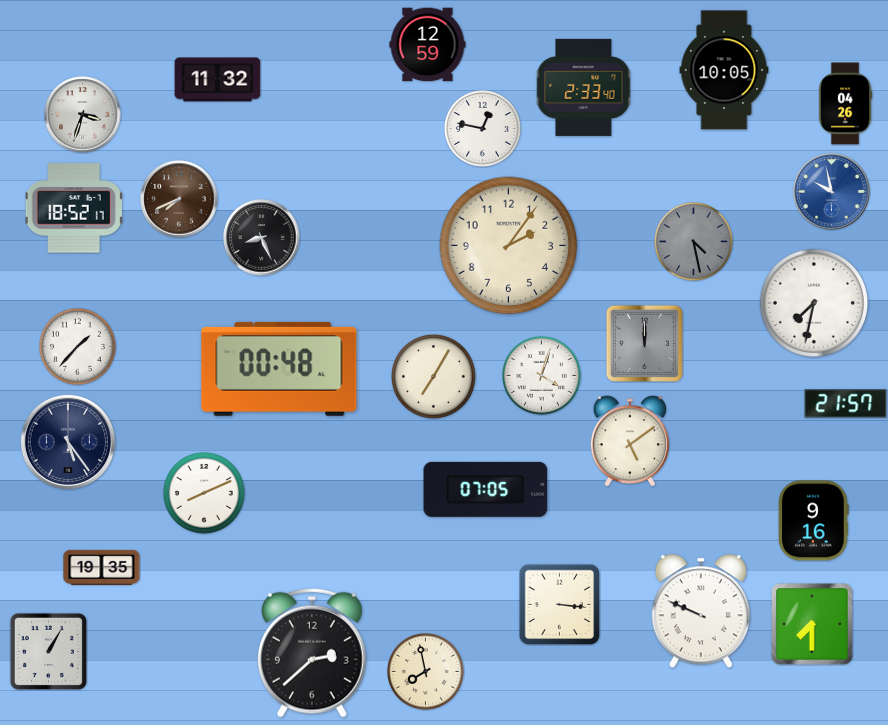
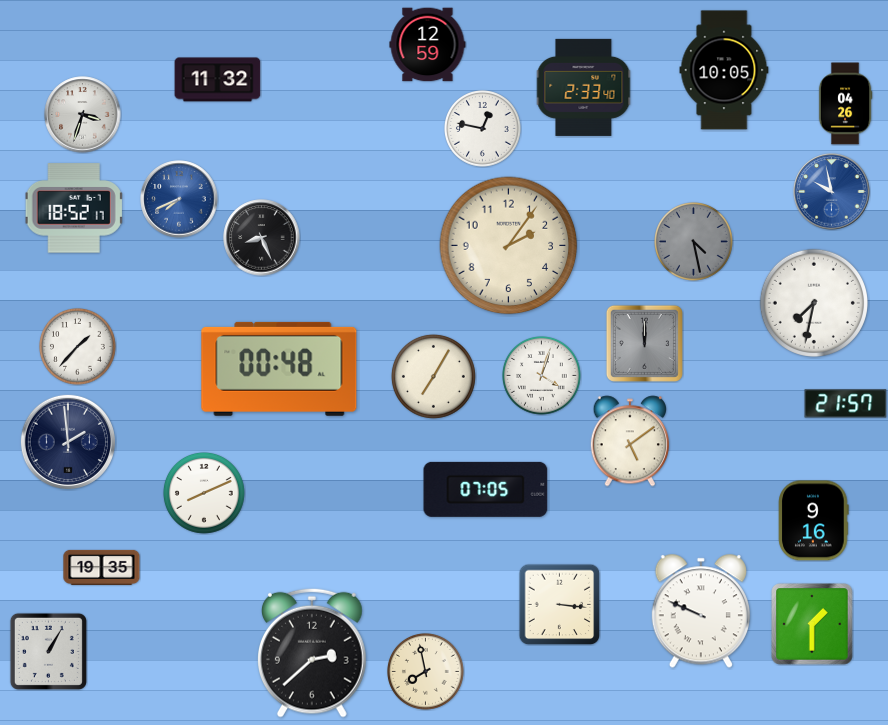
clock at (179, 199) dial: brown -> blue
clock at (68, 442): 5:24 -> 1:59
clock at (812, 624): 7:30 -> 1:30
